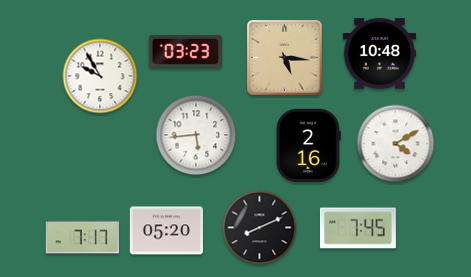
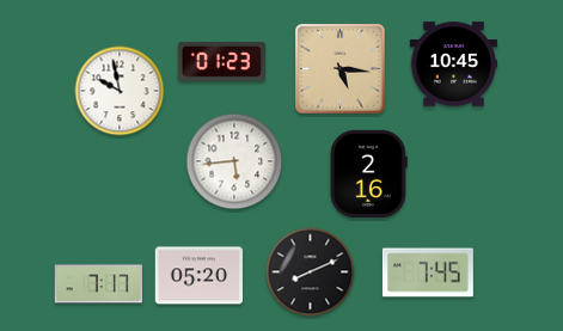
clock at (185, 51): 03:23 -> 01:23
clock at (380, 54): 10:48 -> 10:45
clock at (100, 76): 9:55 -> 9:58
clock at (396, 144): 4:10 -> none
